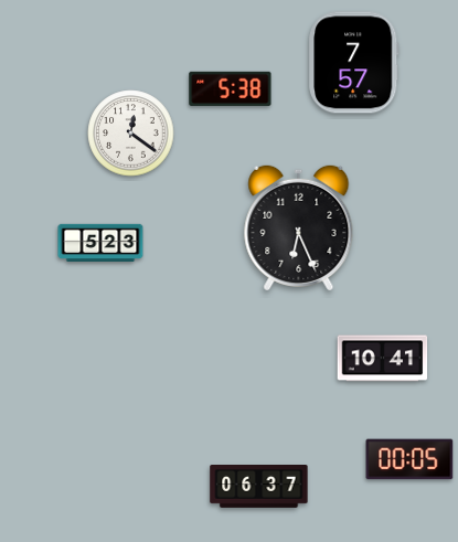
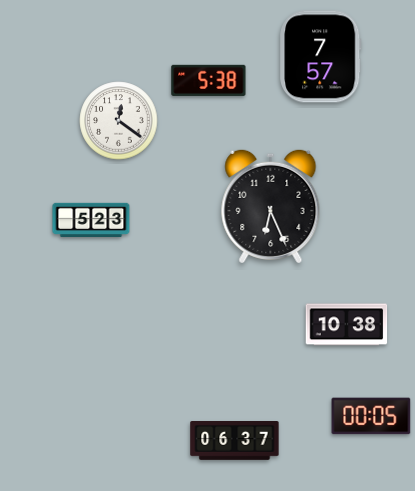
clock at (383, 359): 10:41 -> 10:38
